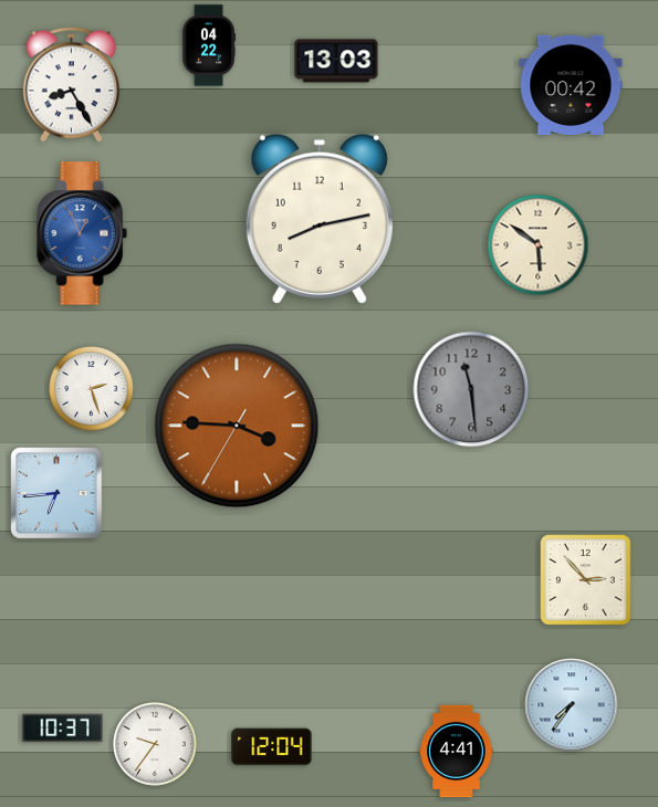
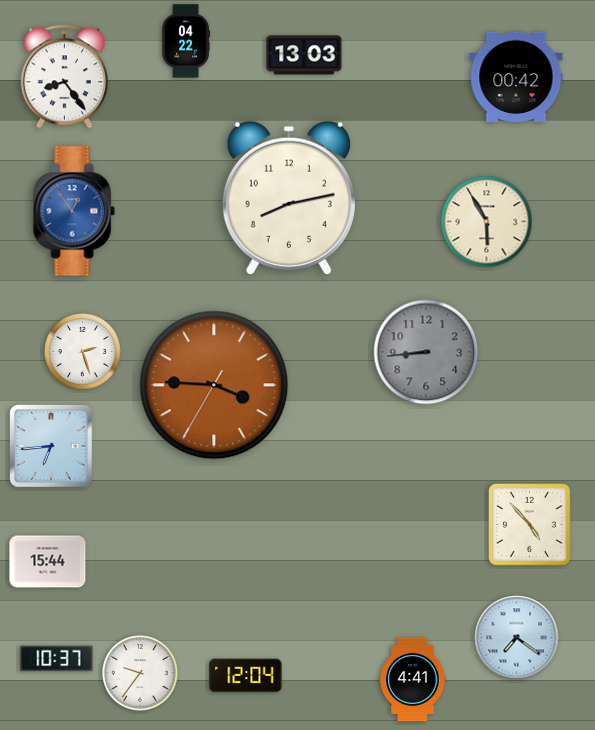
clock at (209, 45) position: (209, 45) -> (186, 41)
clock at (72, 85): 8:25 -> 8:24
clock at (82, 233): 12:56 -> 12:54
clock at (539, 245): 5:51 -> 5:55
clock at (471, 389): 11:29 -> 8:44
clock at (586, 580): 2:53 -> 4:53
clock at (48, 562): none -> 15:44
clock at (572, 705): 7:36 -> 7:21
